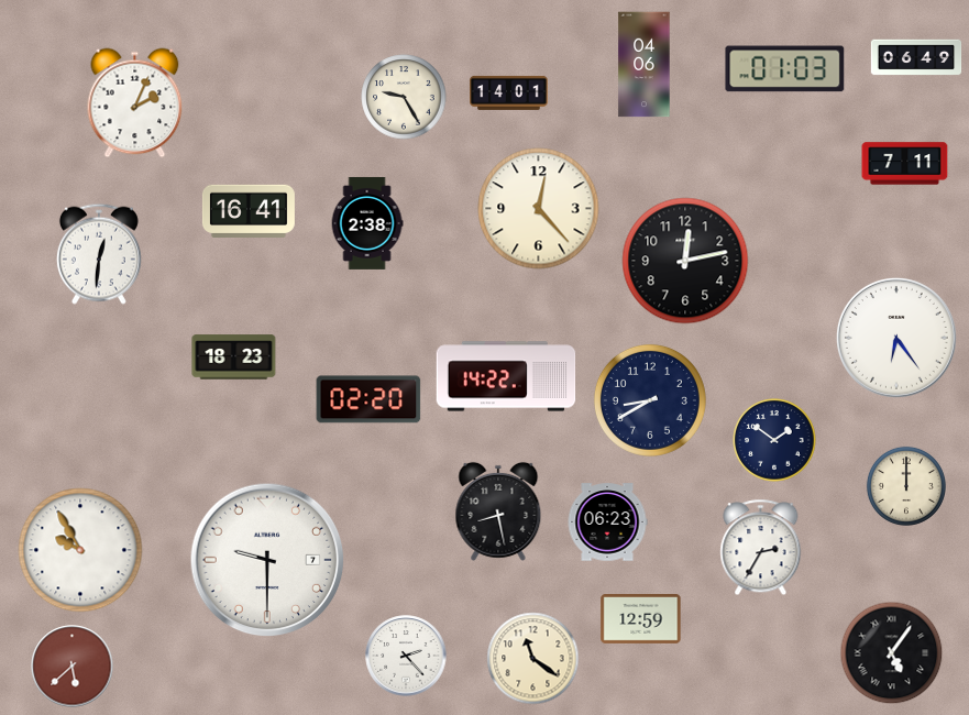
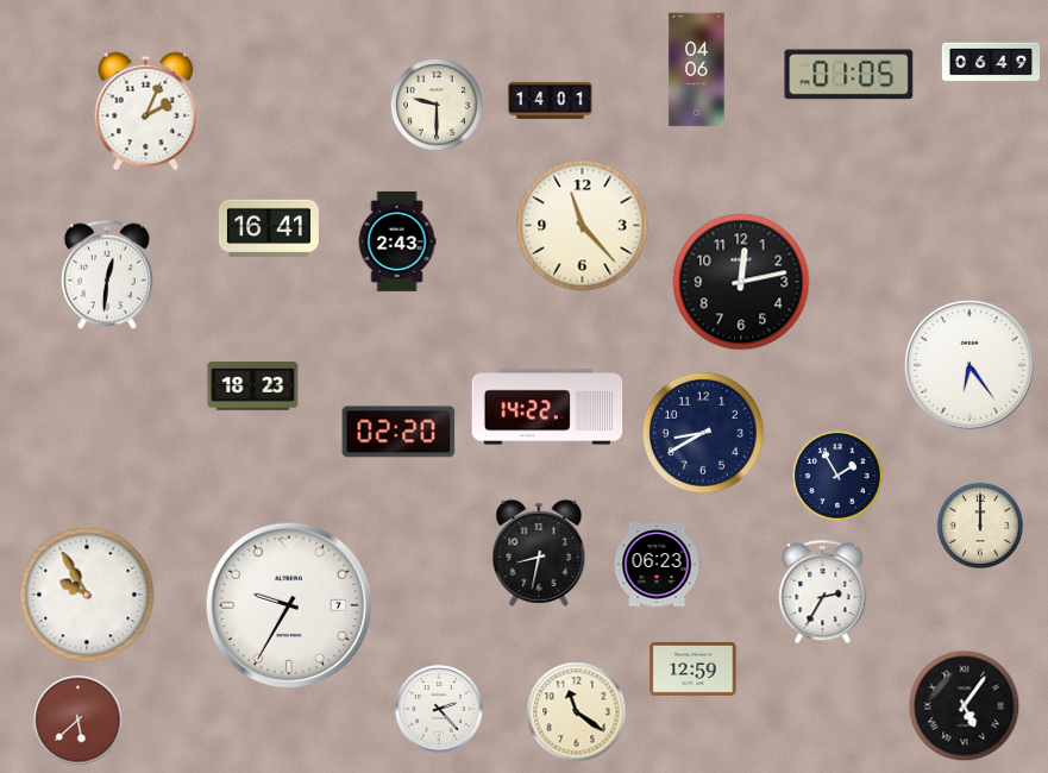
clock at (785, 69): 01:03 -> 01:05
clock at (404, 97): 9:25 -> 9:30
clock at (905, 164): 7:11 -> none
clock at (539, 209): 12:23 -> 11:23
clock at (367, 223): 2:38 -> 2:43
clock at (774, 440): 1:51 -> 1:55
clock at (498, 512): 8:28 -> 8:32
clock at (267, 560): 9:30 -> 9:35
